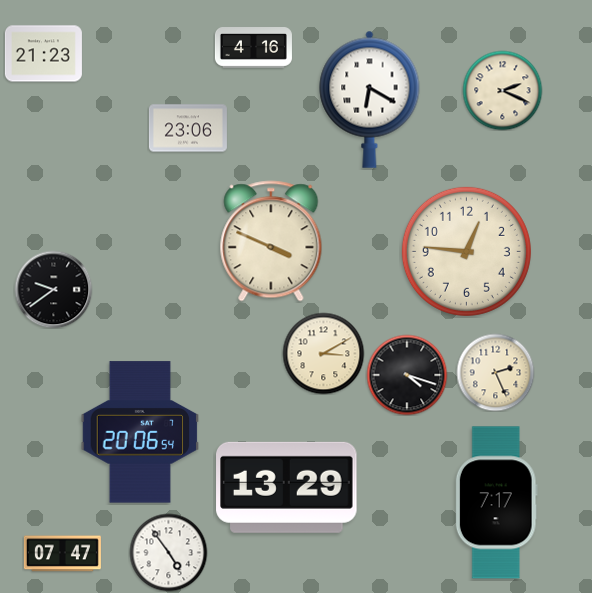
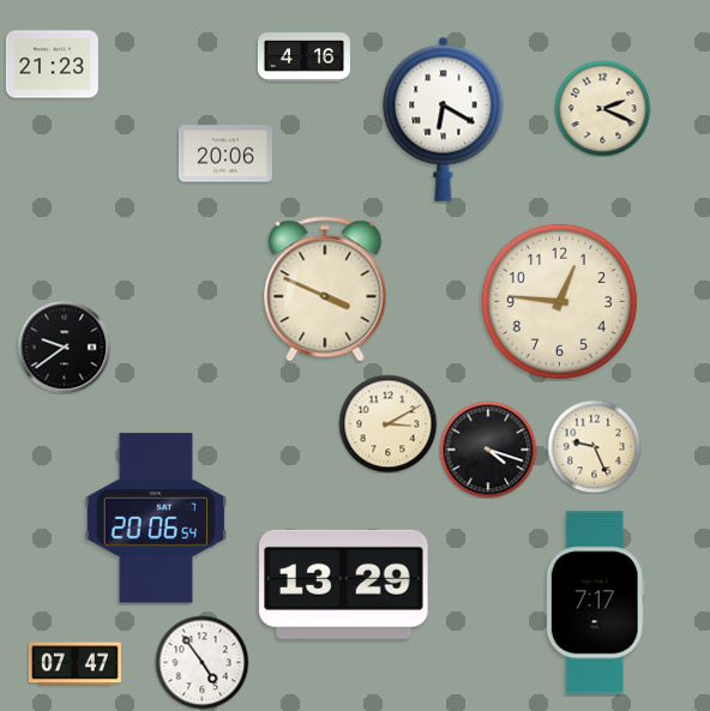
clock at (188, 128): 23:06 -> 20:06
clock at (495, 372): 2:26 -> 9:26
clock at (140, 432) position: (140, 432) -> (156, 518)
